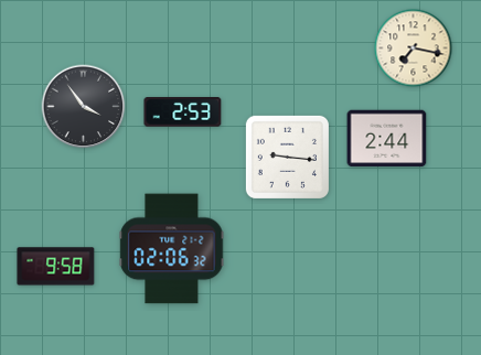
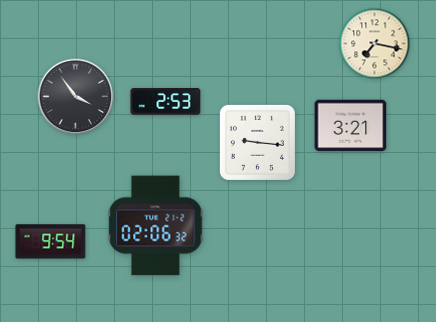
clock at (387, 139): 2:44 -> 3:21
clock at (287, 157) position: (287, 157) -> (257, 142)
clock at (56, 267): 9:58 -> 9:54
